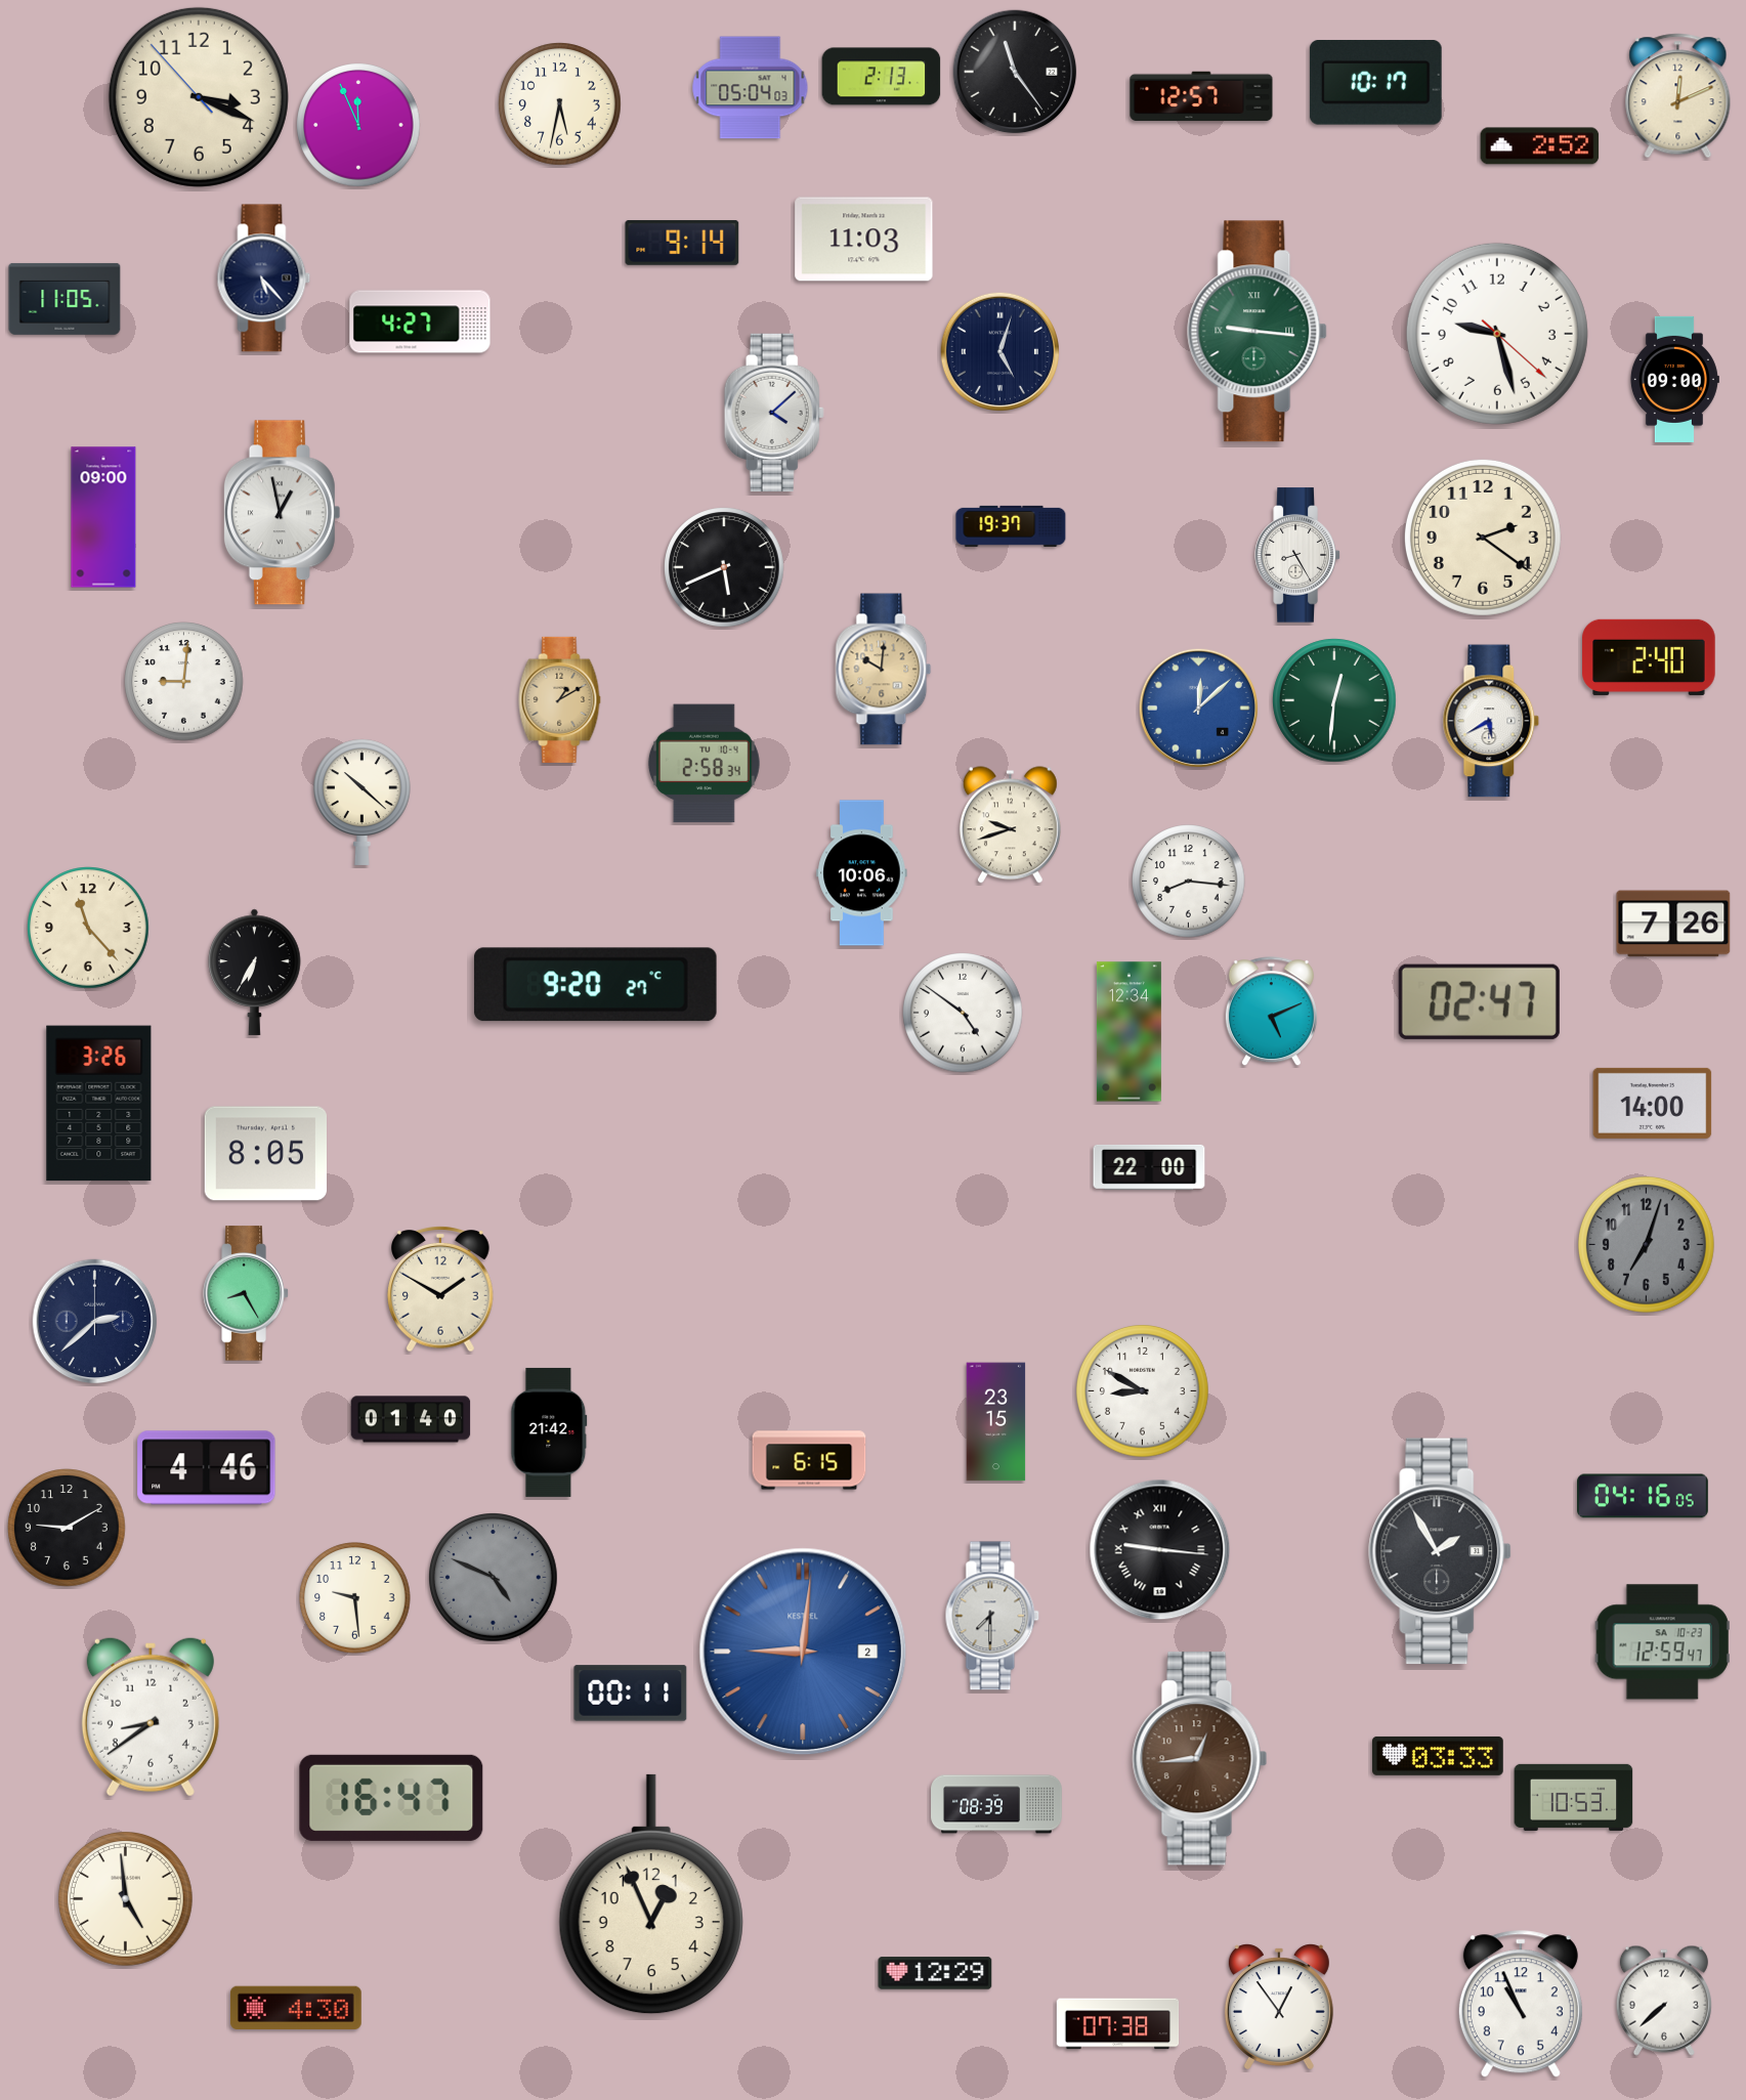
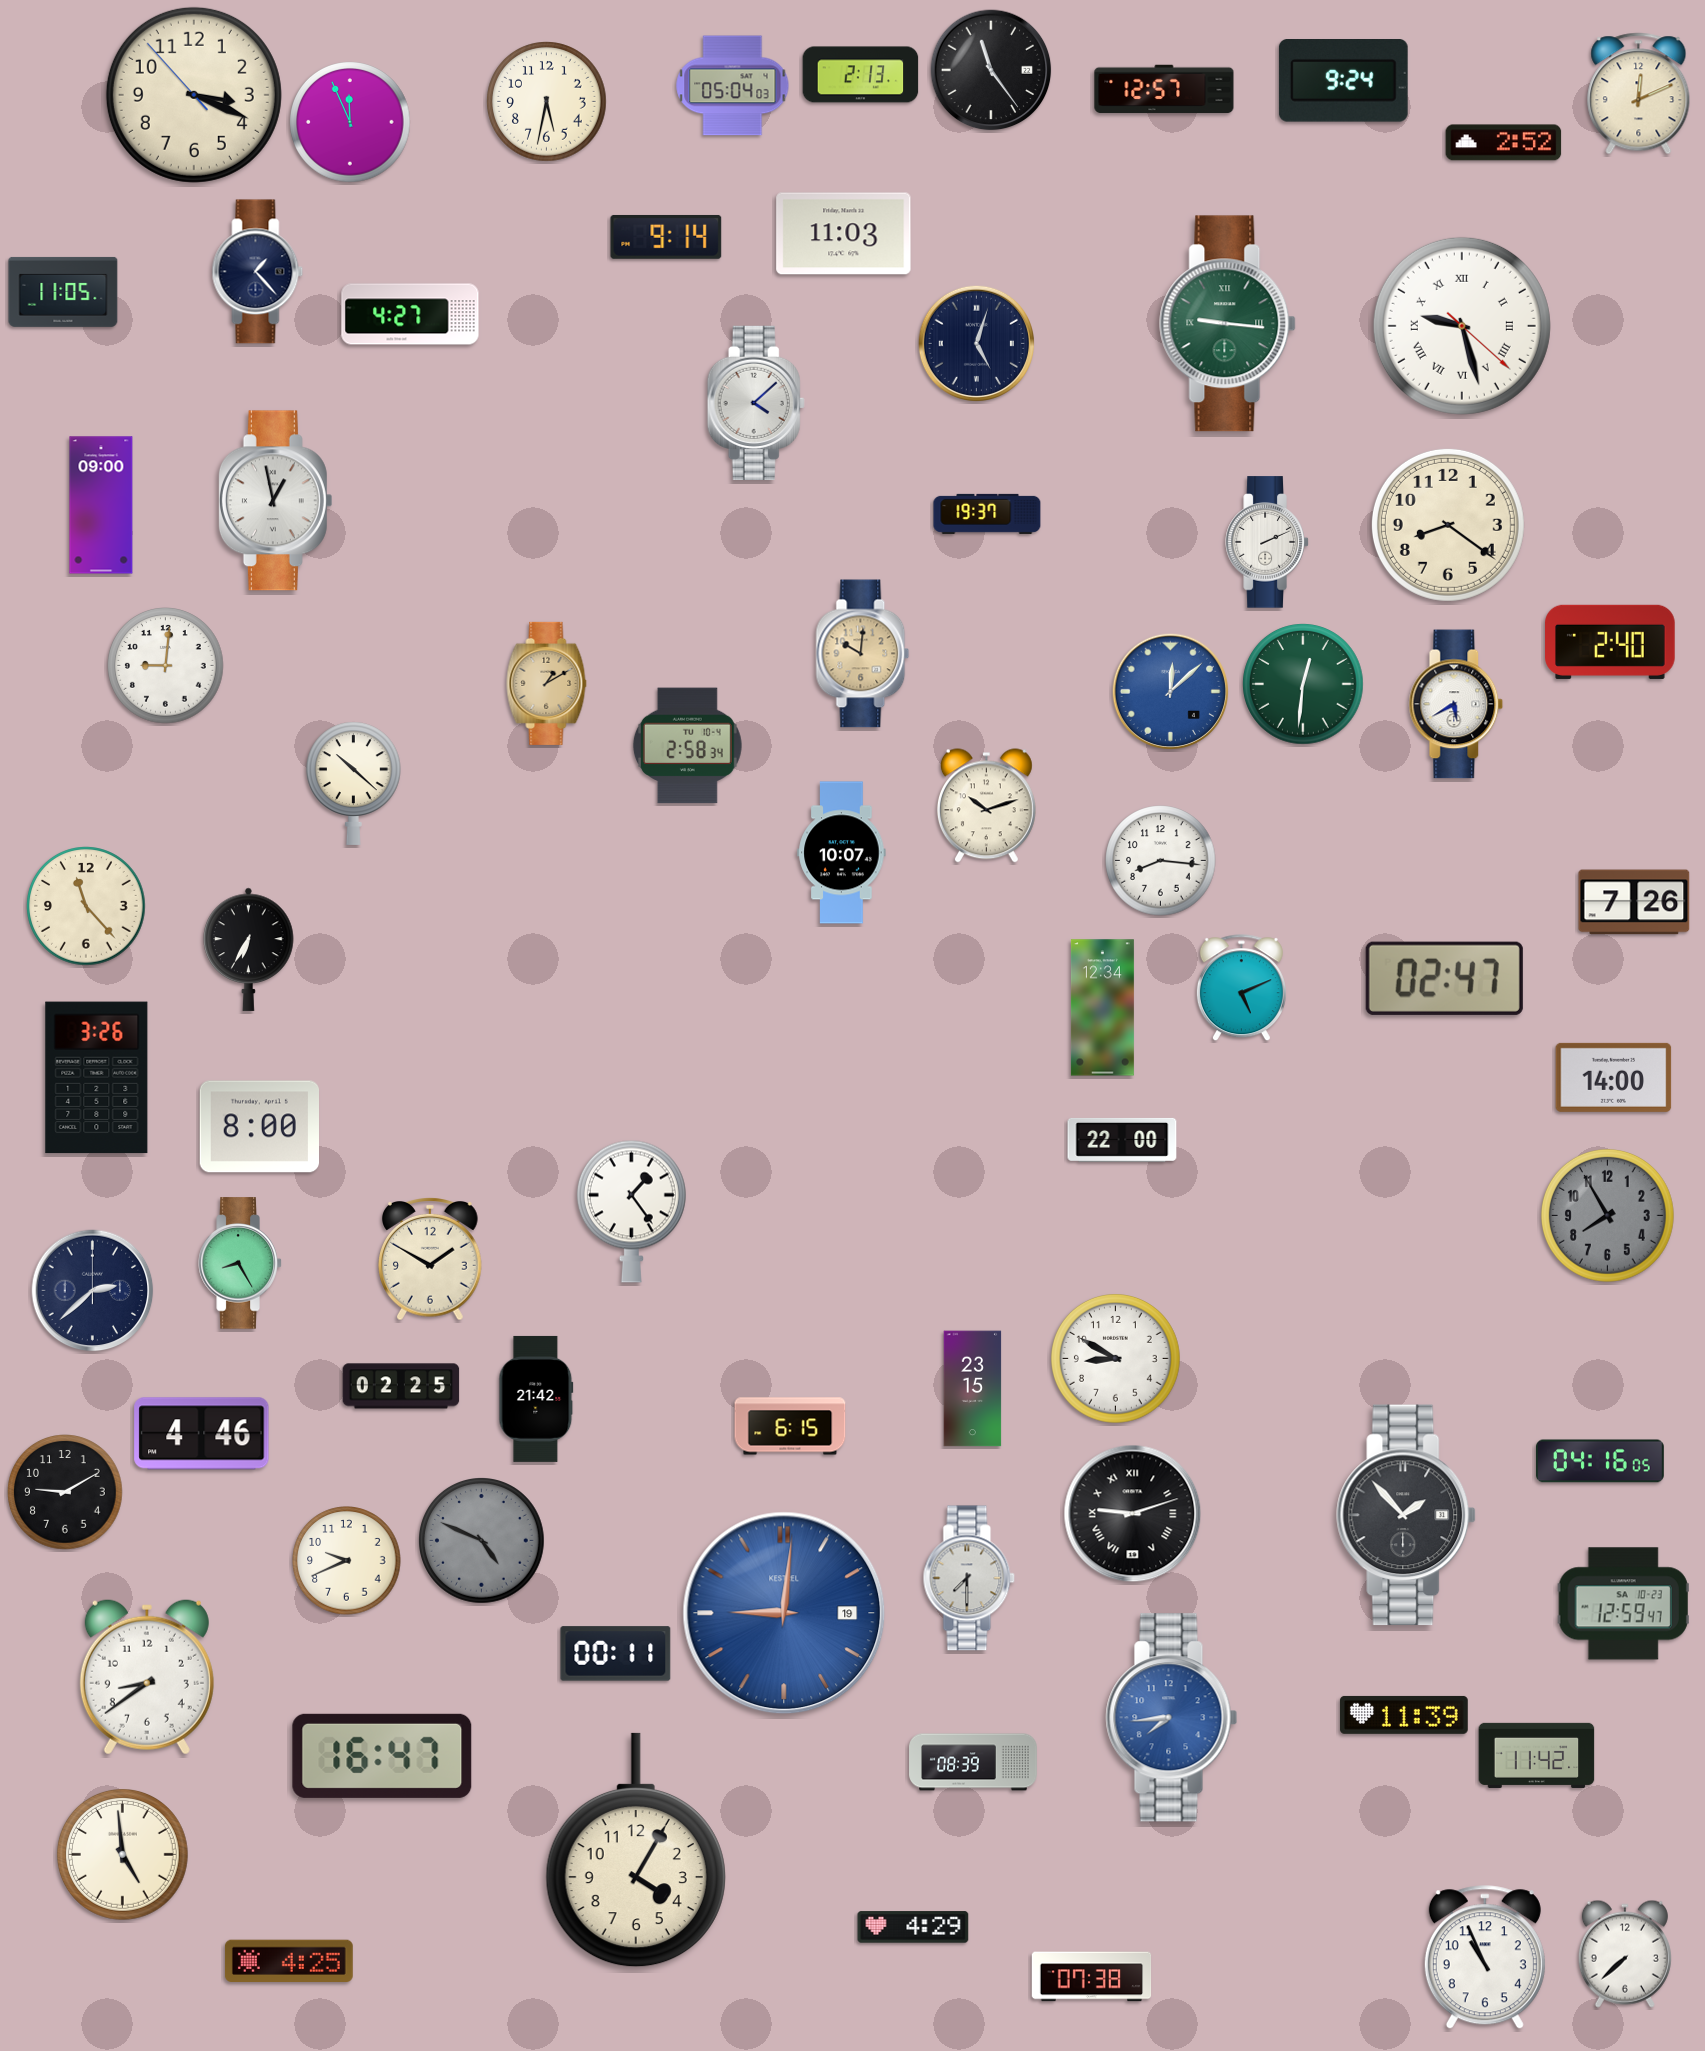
clock at (1375, 83): 10:17 -> 9:24
clock at (1201, 96) position: (1201, 96) -> (1164, 89)
clock at (264, 278): 5:23 -> 1:23
clock at (1497, 334) numerals: Arabic -> Roman
clock at (1674, 379): 09:00 -> none
clock at (1483, 538): 2:21 -> 8:21
clock at (1297, 555): 8:25 -> 2:11
clock at (724, 567): 5:41 -> none
clock at (184, 682) position: (184, 682) -> (166, 666)
clock at (1010, 825): 9:42 -> 10:12
clock at (862, 873): 10:06 -> 10:07
clock at (595, 985): 9:20 -> none
clock at (963, 1013): 4:51 -> none
clock at (265, 1154): 8:05 -> 8:00
clock at (631, 1211): none -> 1:24
clock at (1646, 1244): 7:03 -> 7:55
clock at (411, 1419): 01:40 -> 02:25
clock at (1644, 1496) position: (1644, 1496) -> (1601, 1461)
clock at (1160, 1550): 9:16 -> 9:12
clock at (1441, 1551): 1:55 -> 1:53
clock at (355, 1598): 9:29 -> 9:41
clock at (803, 1652) date: 2 -> 19
clock at (1438, 1756): 03:33 -> 11:39
clock at (1200, 1759): 12:44 -> 7:44
clock at (1200, 1759) dial: brown -> blue
clock at (1574, 1797): 10:53 -> 11:42
clock at (651, 1894): 12:56 -> 4:05
clock at (935, 1973): 12:29 -> 4:29
clock at (296, 2007): 4:30 -> 4:25
clock at (1279, 2007): 12:54 -> none
